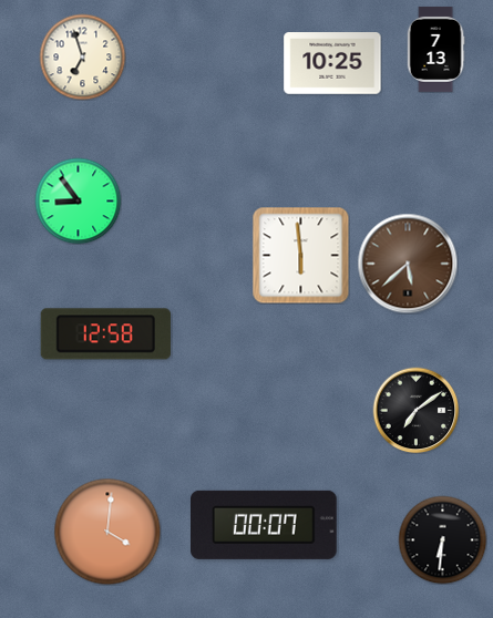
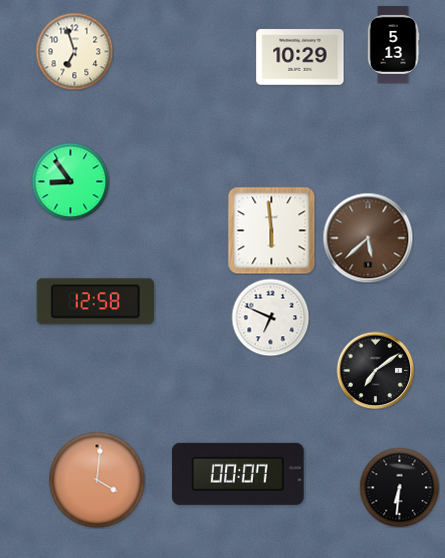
clock at (435, 49): 7:13 -> 5:13
clock at (332, 64): 10:25 -> 10:29
clock at (270, 317): none -> 6:49
